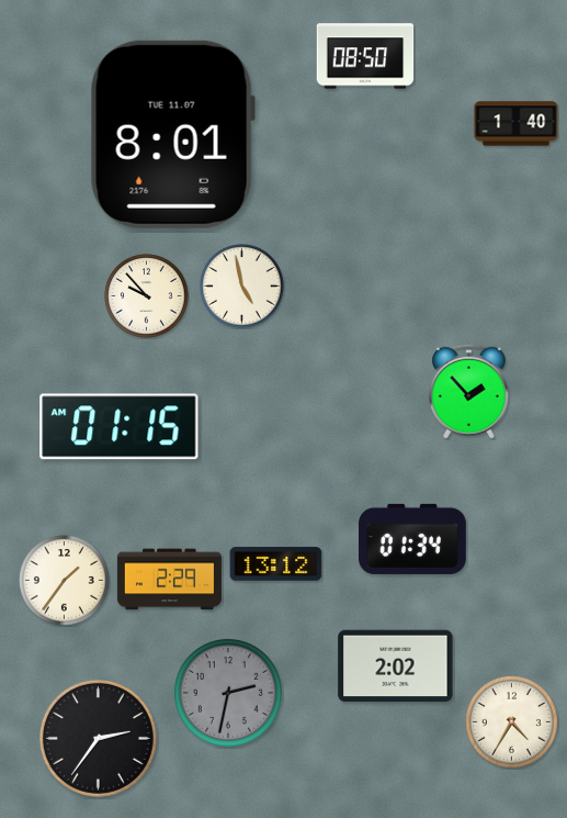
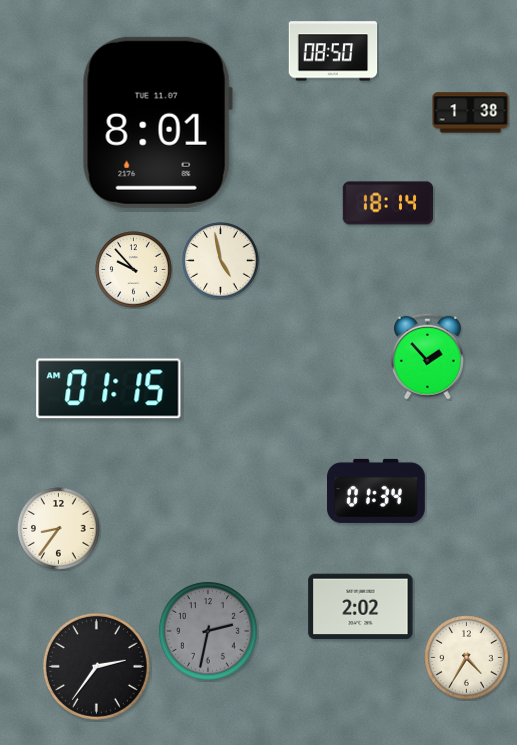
clock at (517, 124): 1:40 -> 1:38
clock at (387, 203): none -> 18:14
clock at (276, 564): 13:12 -> none
clock at (169, 580): 2:29 -> none
clock at (65, 581): 1:36 -> 8:36
clock at (98, 738) position: (98, 738) -> (96, 666)
